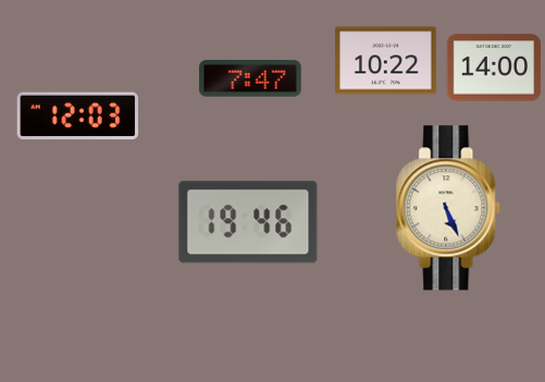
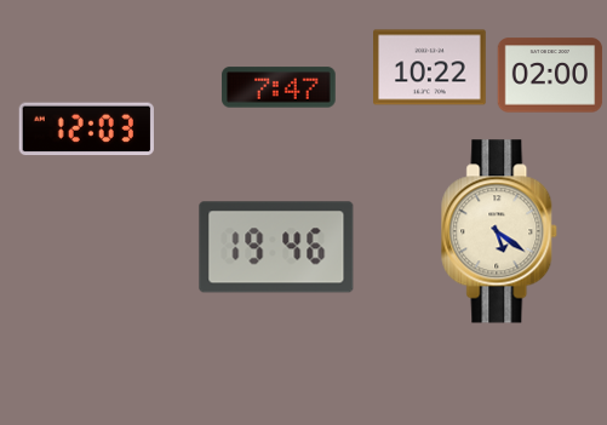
clock at (494, 67): 14:00 -> 02:00
clock at (449, 208): 5:26 -> 5:21
